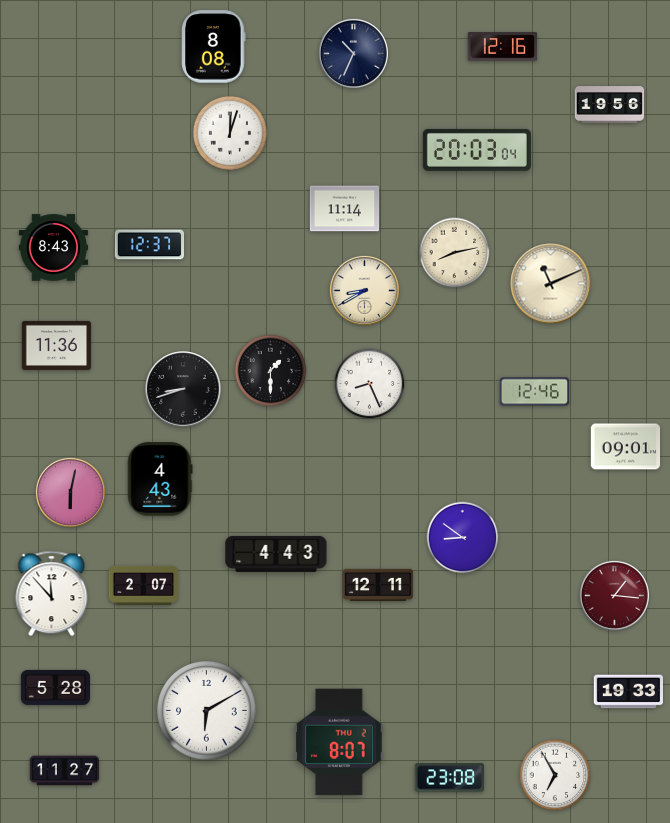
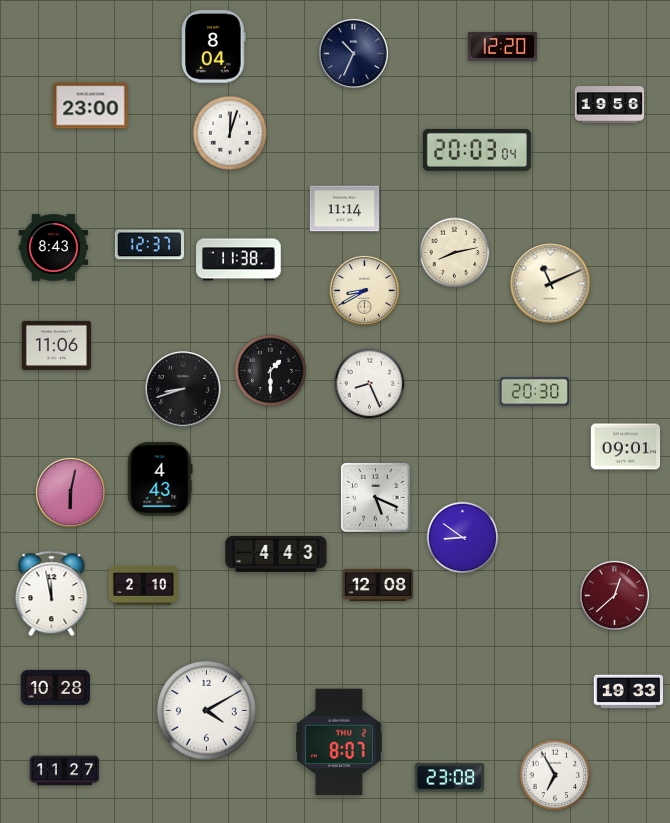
clock at (214, 47): 8:08 -> 8:04
clock at (503, 47): 12:16 -> 12:20
clock at (91, 106): none -> 23:00
clock at (239, 260): none -> 11:38
clock at (57, 345): 11:36 -> 11:06
clock at (534, 392): 12:46 -> 20:30
clock at (376, 498): none -> 5:19
clock at (144, 585): 2:07 -> 2:10
clock at (378, 585): 12:11 -> 12:08
clock at (52, 594): 11:53 -> 11:58
clock at (614, 595): 1:16 -> 12:38
clock at (55, 687): 5:28 -> 10:28
clock at (207, 711): 6:10 -> 4:10
